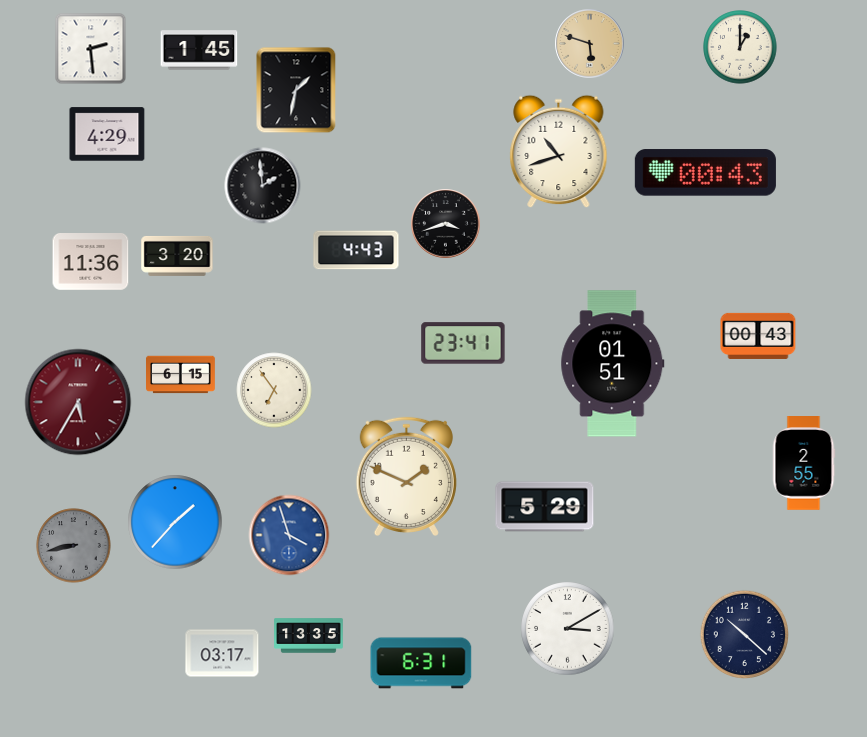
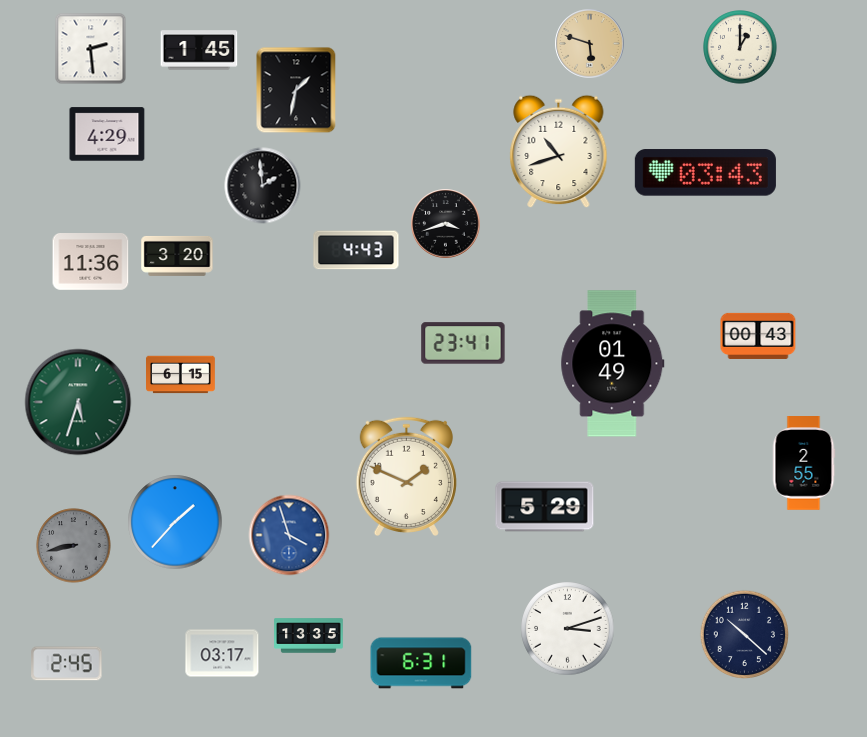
clock at (705, 173): 00:43 -> 03:43
clock at (613, 364): 01:51 -> 01:49
clock at (274, 390): 6:54 -> none
clock at (78, 402): 5:35 -> 5:33
clock at (78, 402) dial: burgundy -> green
clock at (568, 629): 3:10 -> 3:12
clock at (67, 664): none -> 2:45
